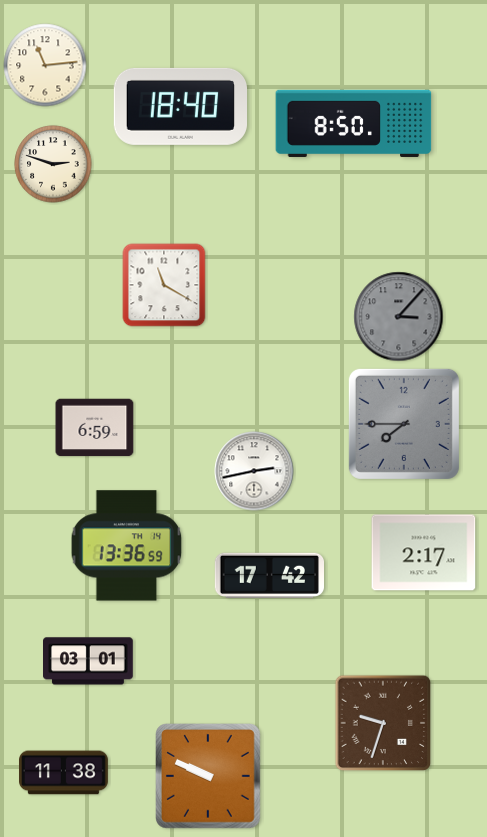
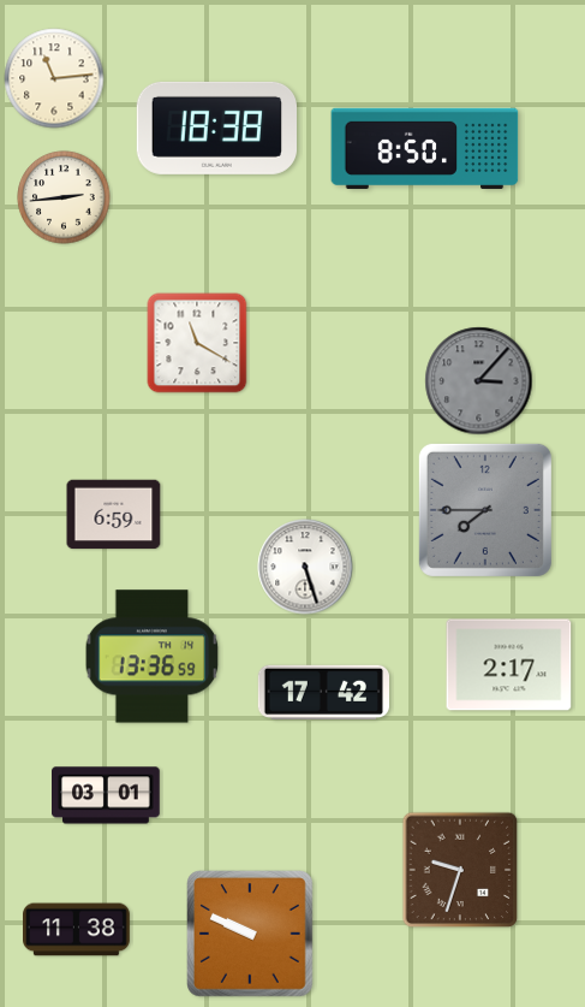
clock at (180, 106): 18:40 -> 18:38
clock at (53, 164): 2:48 -> 2:44
clock at (254, 471): 2:43 -> 5:27
